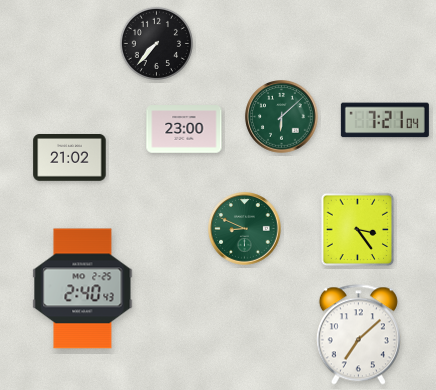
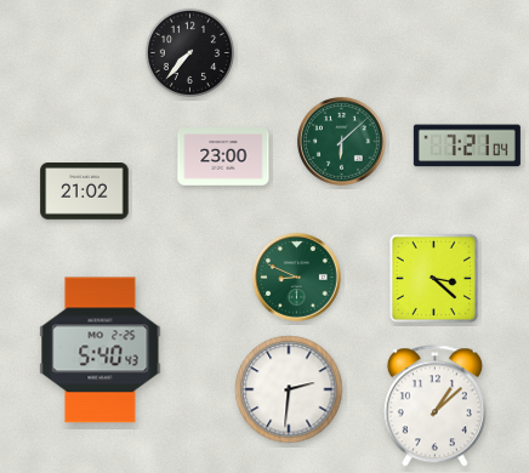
clock at (358, 230): 3:24 -> 3:22
clock at (83, 289): 2:40 -> 5:40
clock at (289, 389): none -> 2:31
clock at (358, 335): 7:08 -> 1:08
